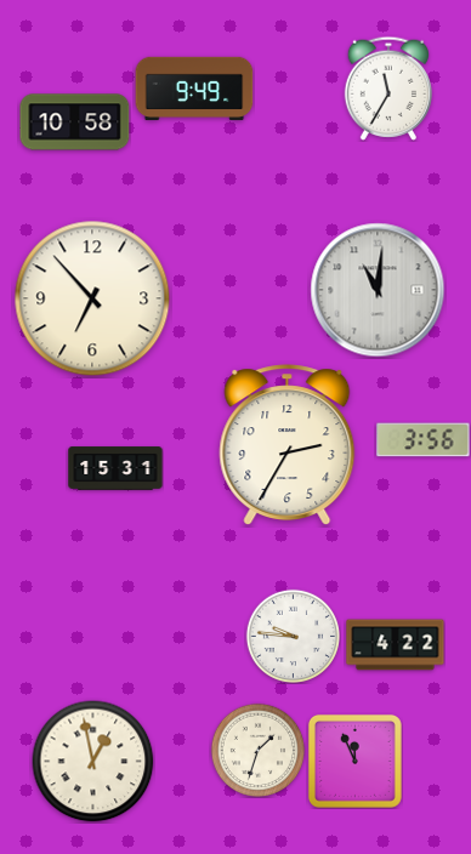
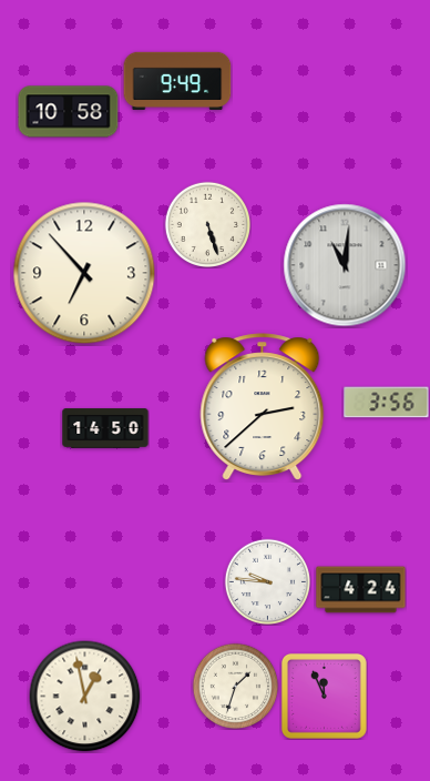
clock at (387, 89): 11:35 -> none
clock at (207, 224): none -> 5:27
clock at (288, 445): 2:35 -> 2:38
clock at (115, 468): 15:31 -> 14:50
clock at (396, 645): 4:22 -> 4:24
